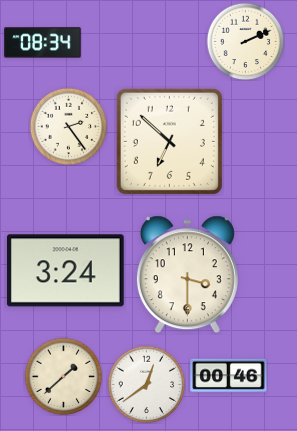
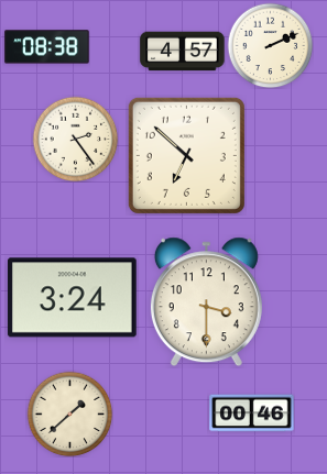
clock at (43, 43): 08:34 -> 08:38
clock at (183, 52): none -> 4:57
clock at (146, 384): 12:39 -> none
